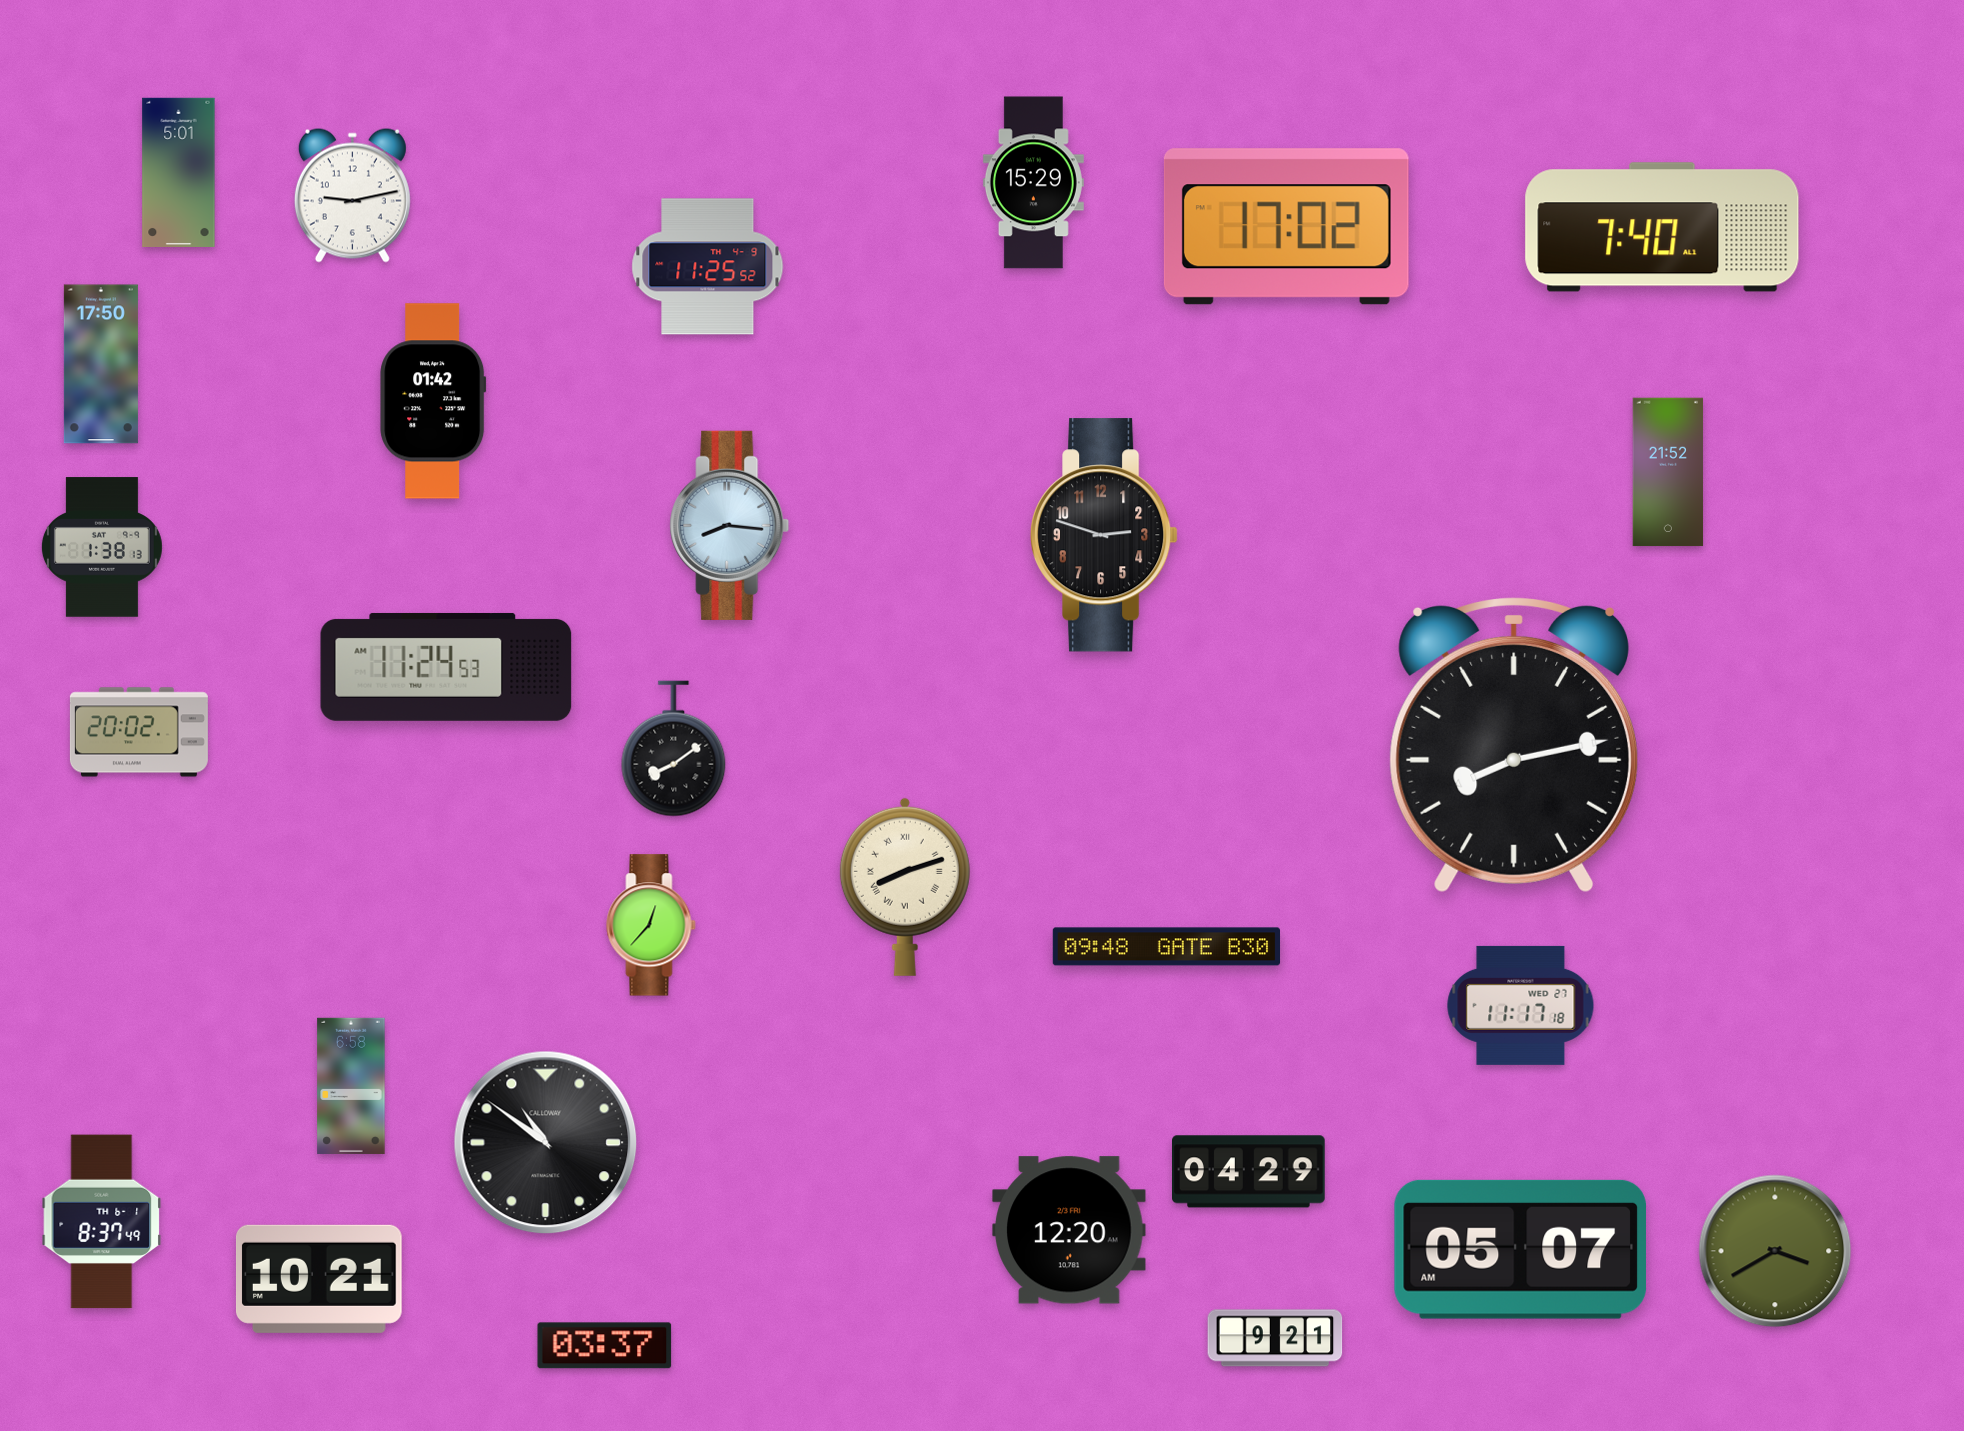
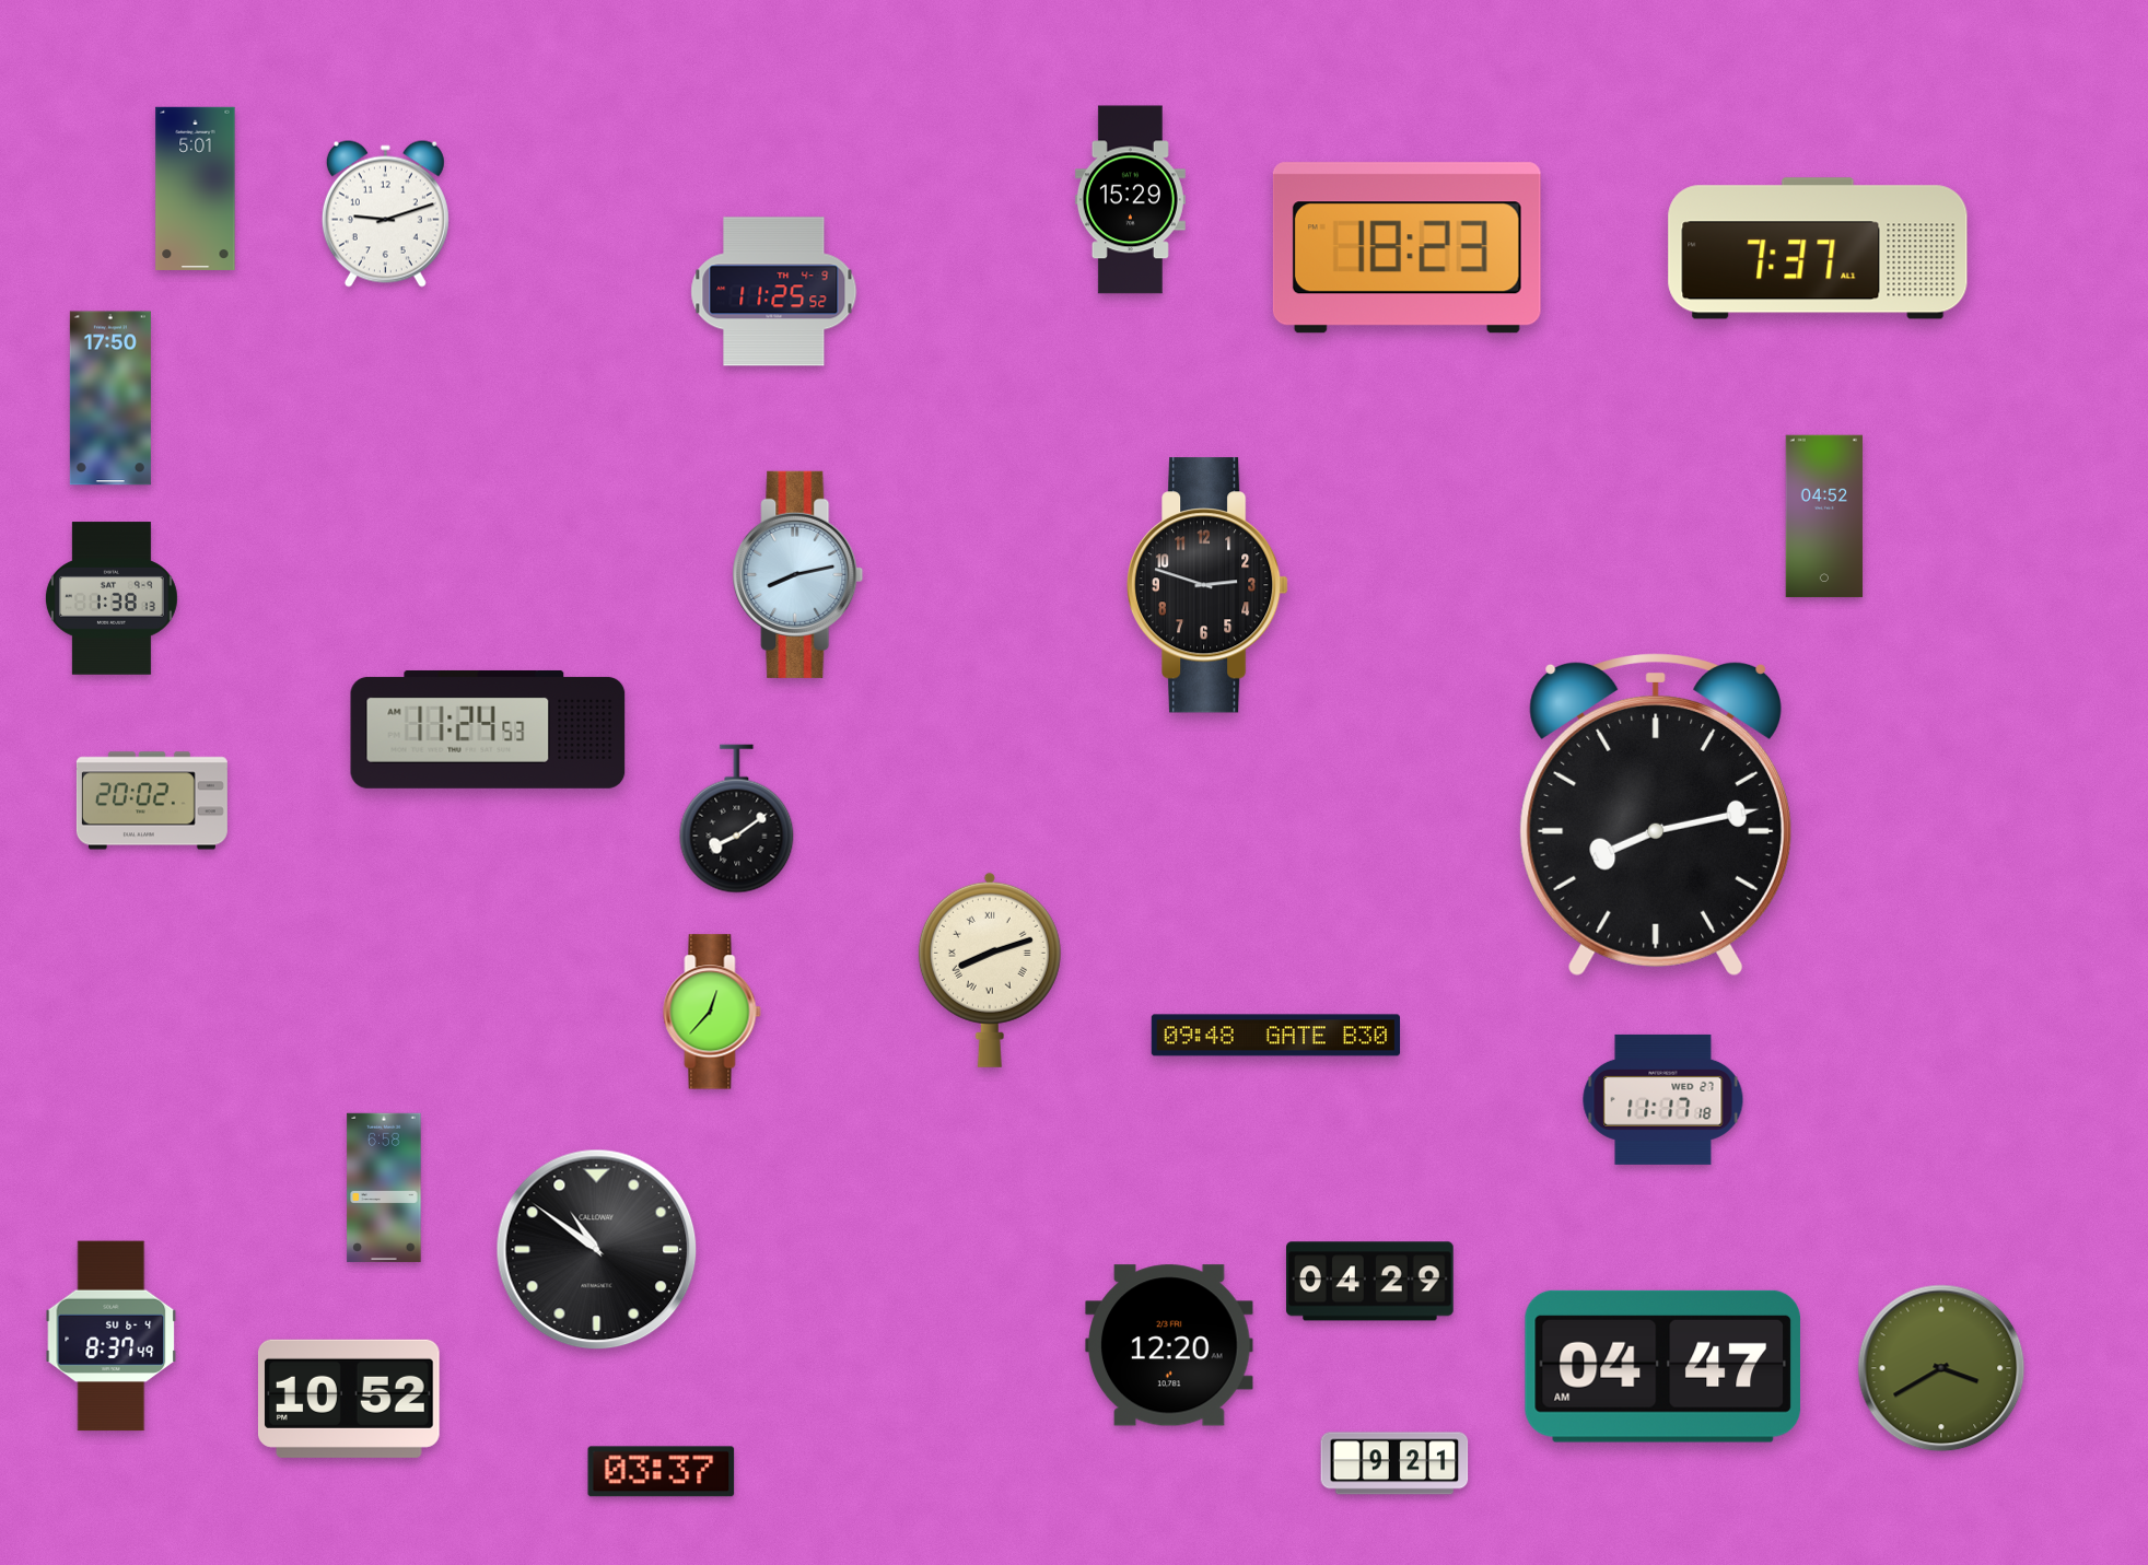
clock at (352, 195): 9:13 -> 9:12
clock at (1286, 227): 17:02 -> 18:23
clock at (1662, 227): 7:40 -> 7:37
clock at (433, 401): 01:42 -> none
clock at (1668, 472): 21:52 -> 04:52
clock at (730, 525): 8:16 -> 8:13
clock at (1249, 1172) position: (1249, 1172) -> (1370, 1282)
clock at (102, 1222) date: TH 6-1 -> SU 6-4
clock at (1520, 1249): 05:07 -> 04:47
clock at (319, 1279): 10:21 -> 10:52
